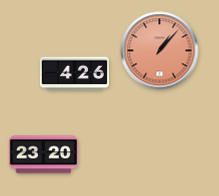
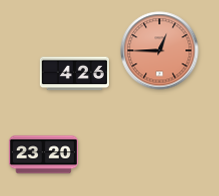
clock at (160, 51): 1:07 -> 12:45
